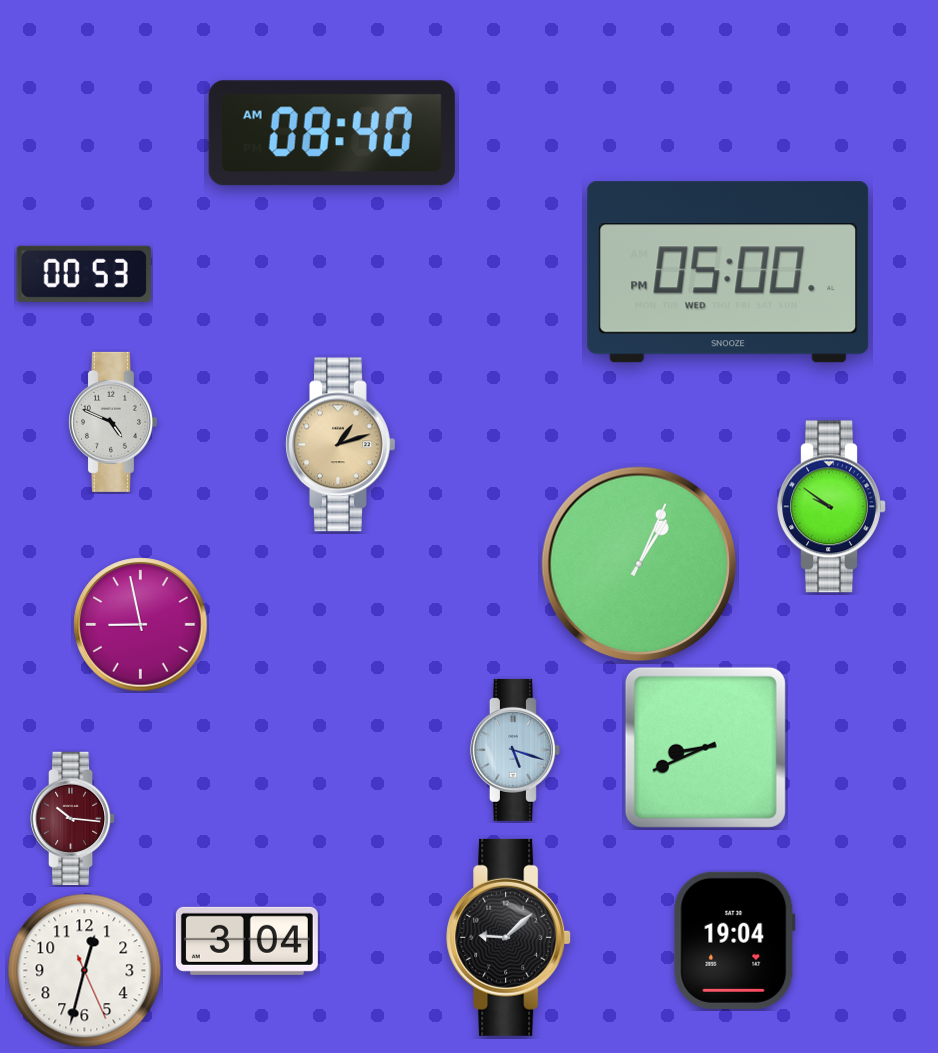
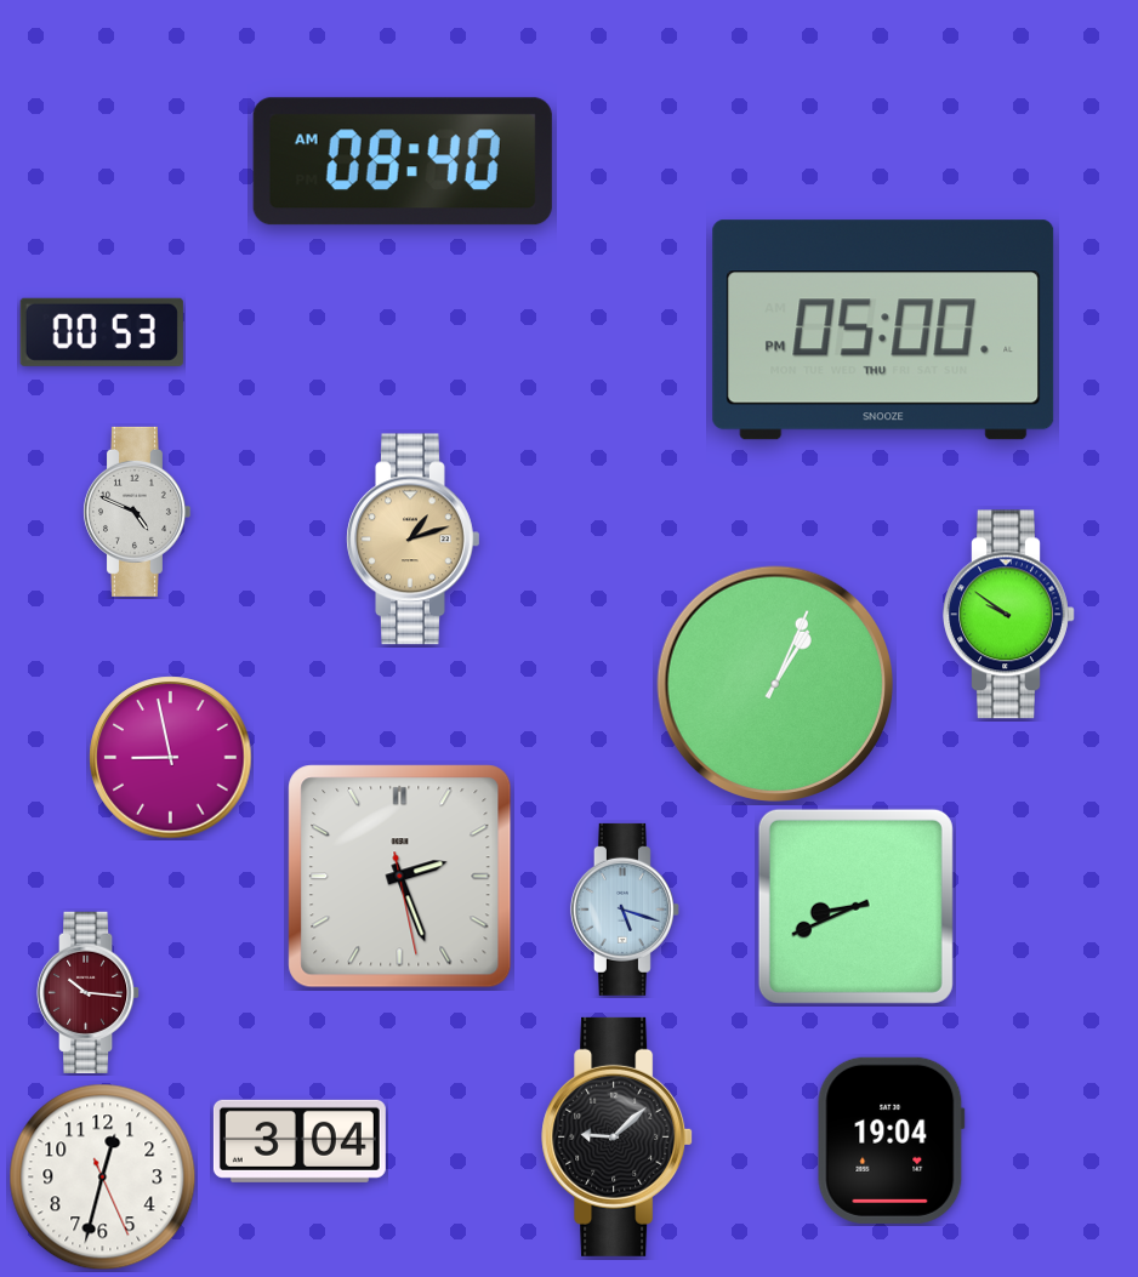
clock at (728, 272) date: WED -> THU
clock at (400, 877): none -> 2:26
